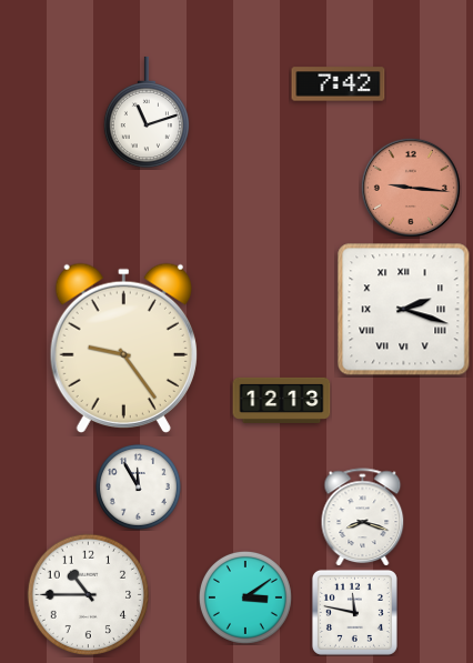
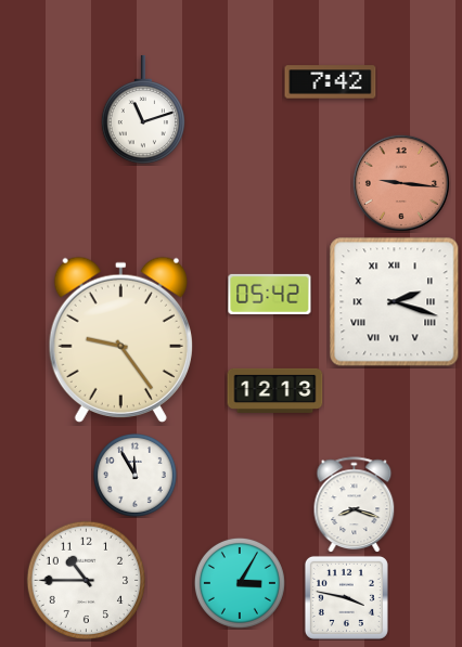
clock at (270, 294): none -> 05:42
clock at (245, 597): 3:09 -> 3:05
clock at (354, 612): 11:47 -> 3:47
